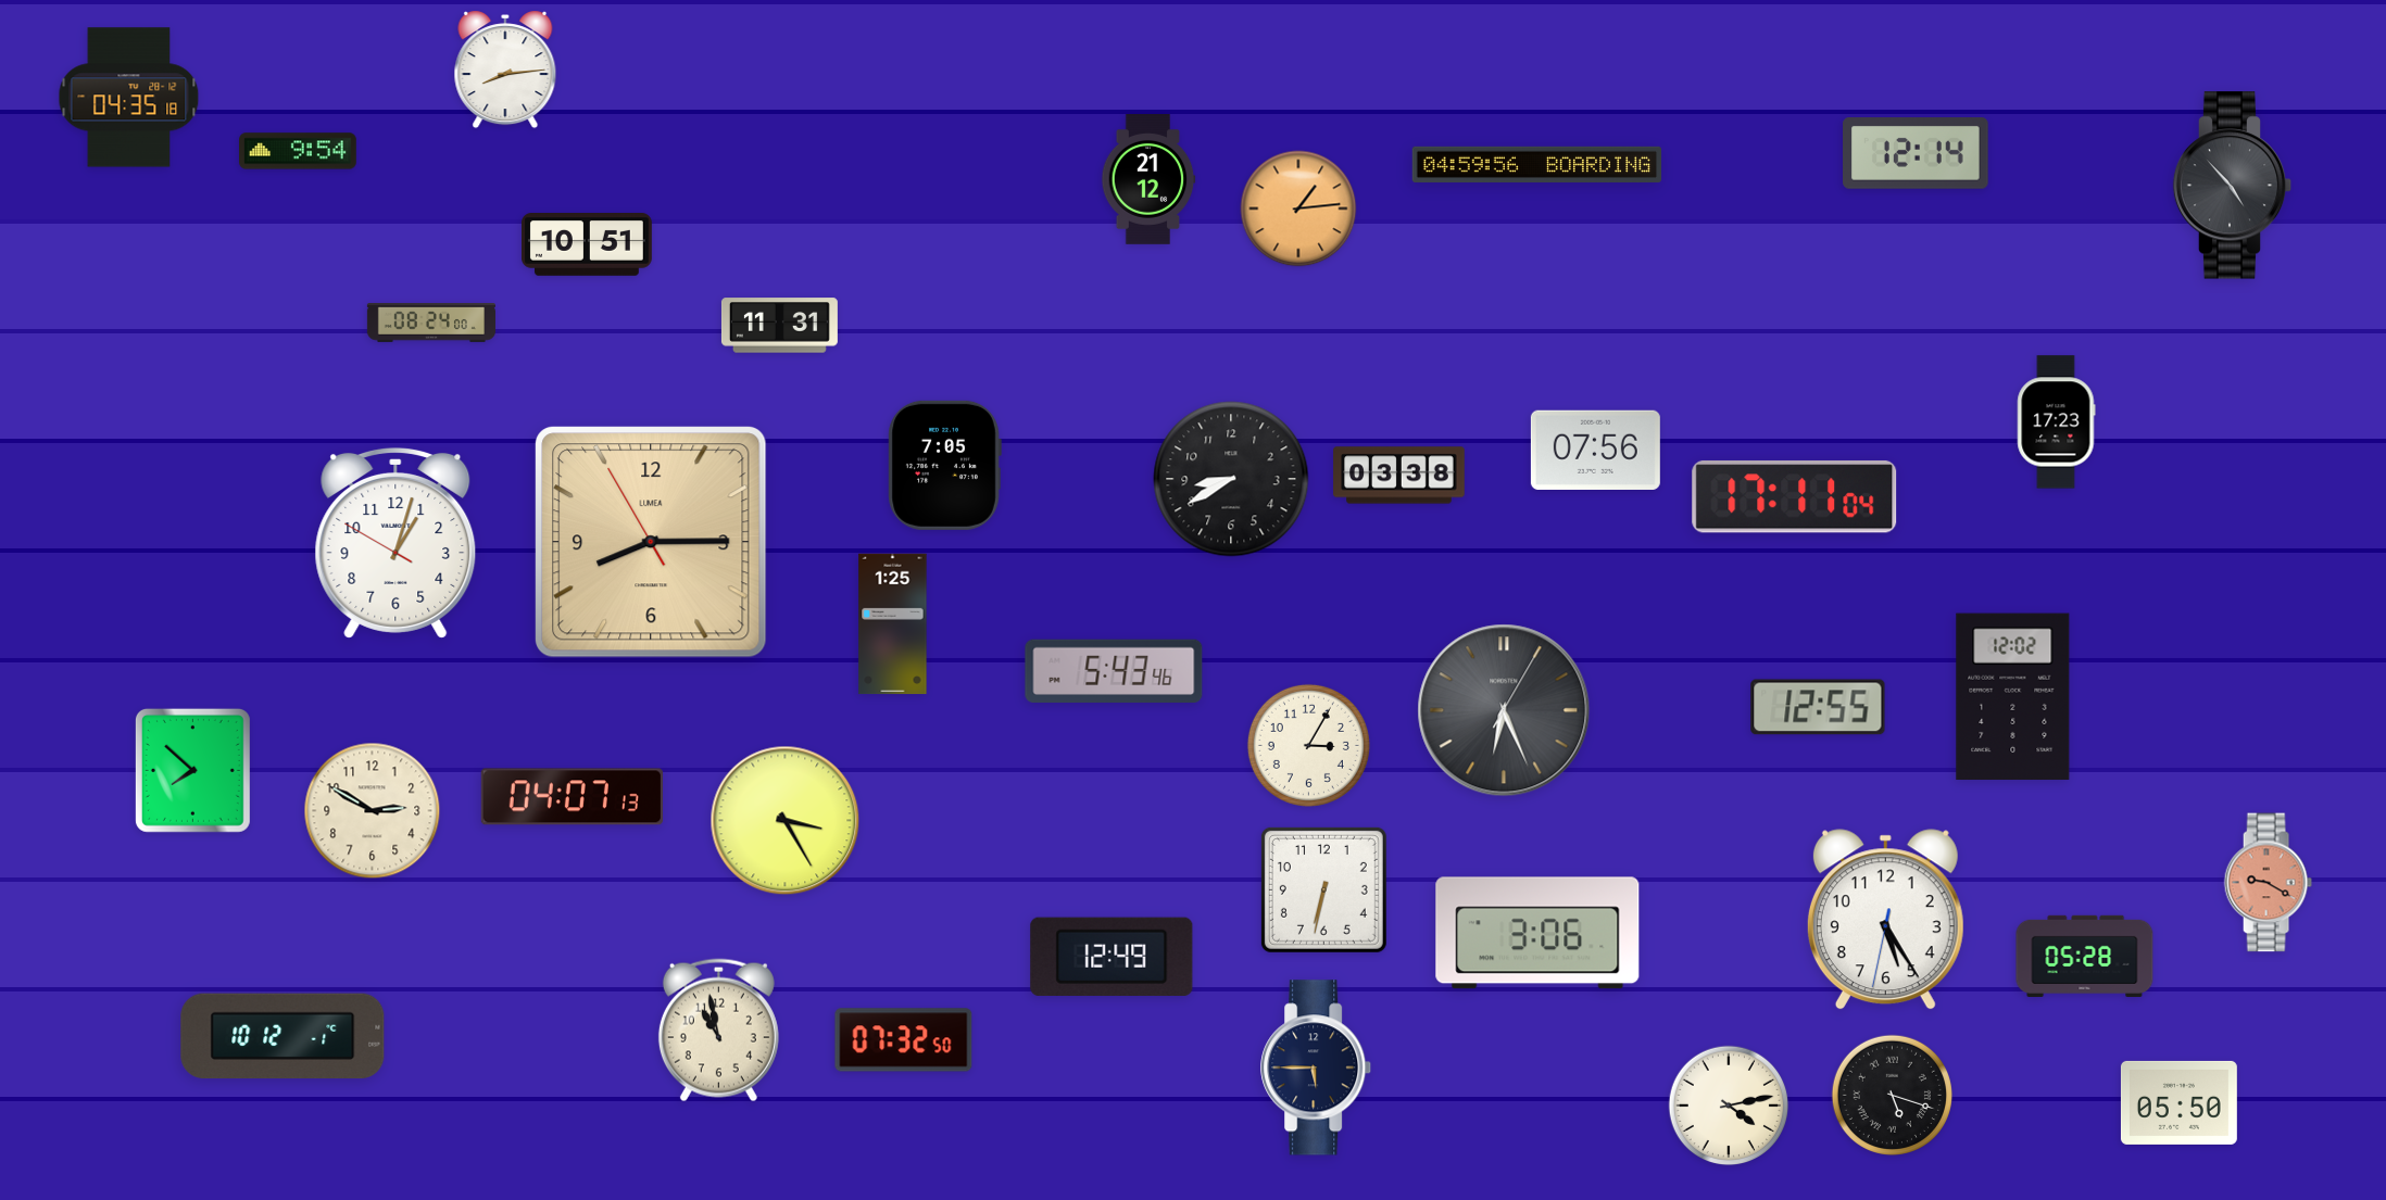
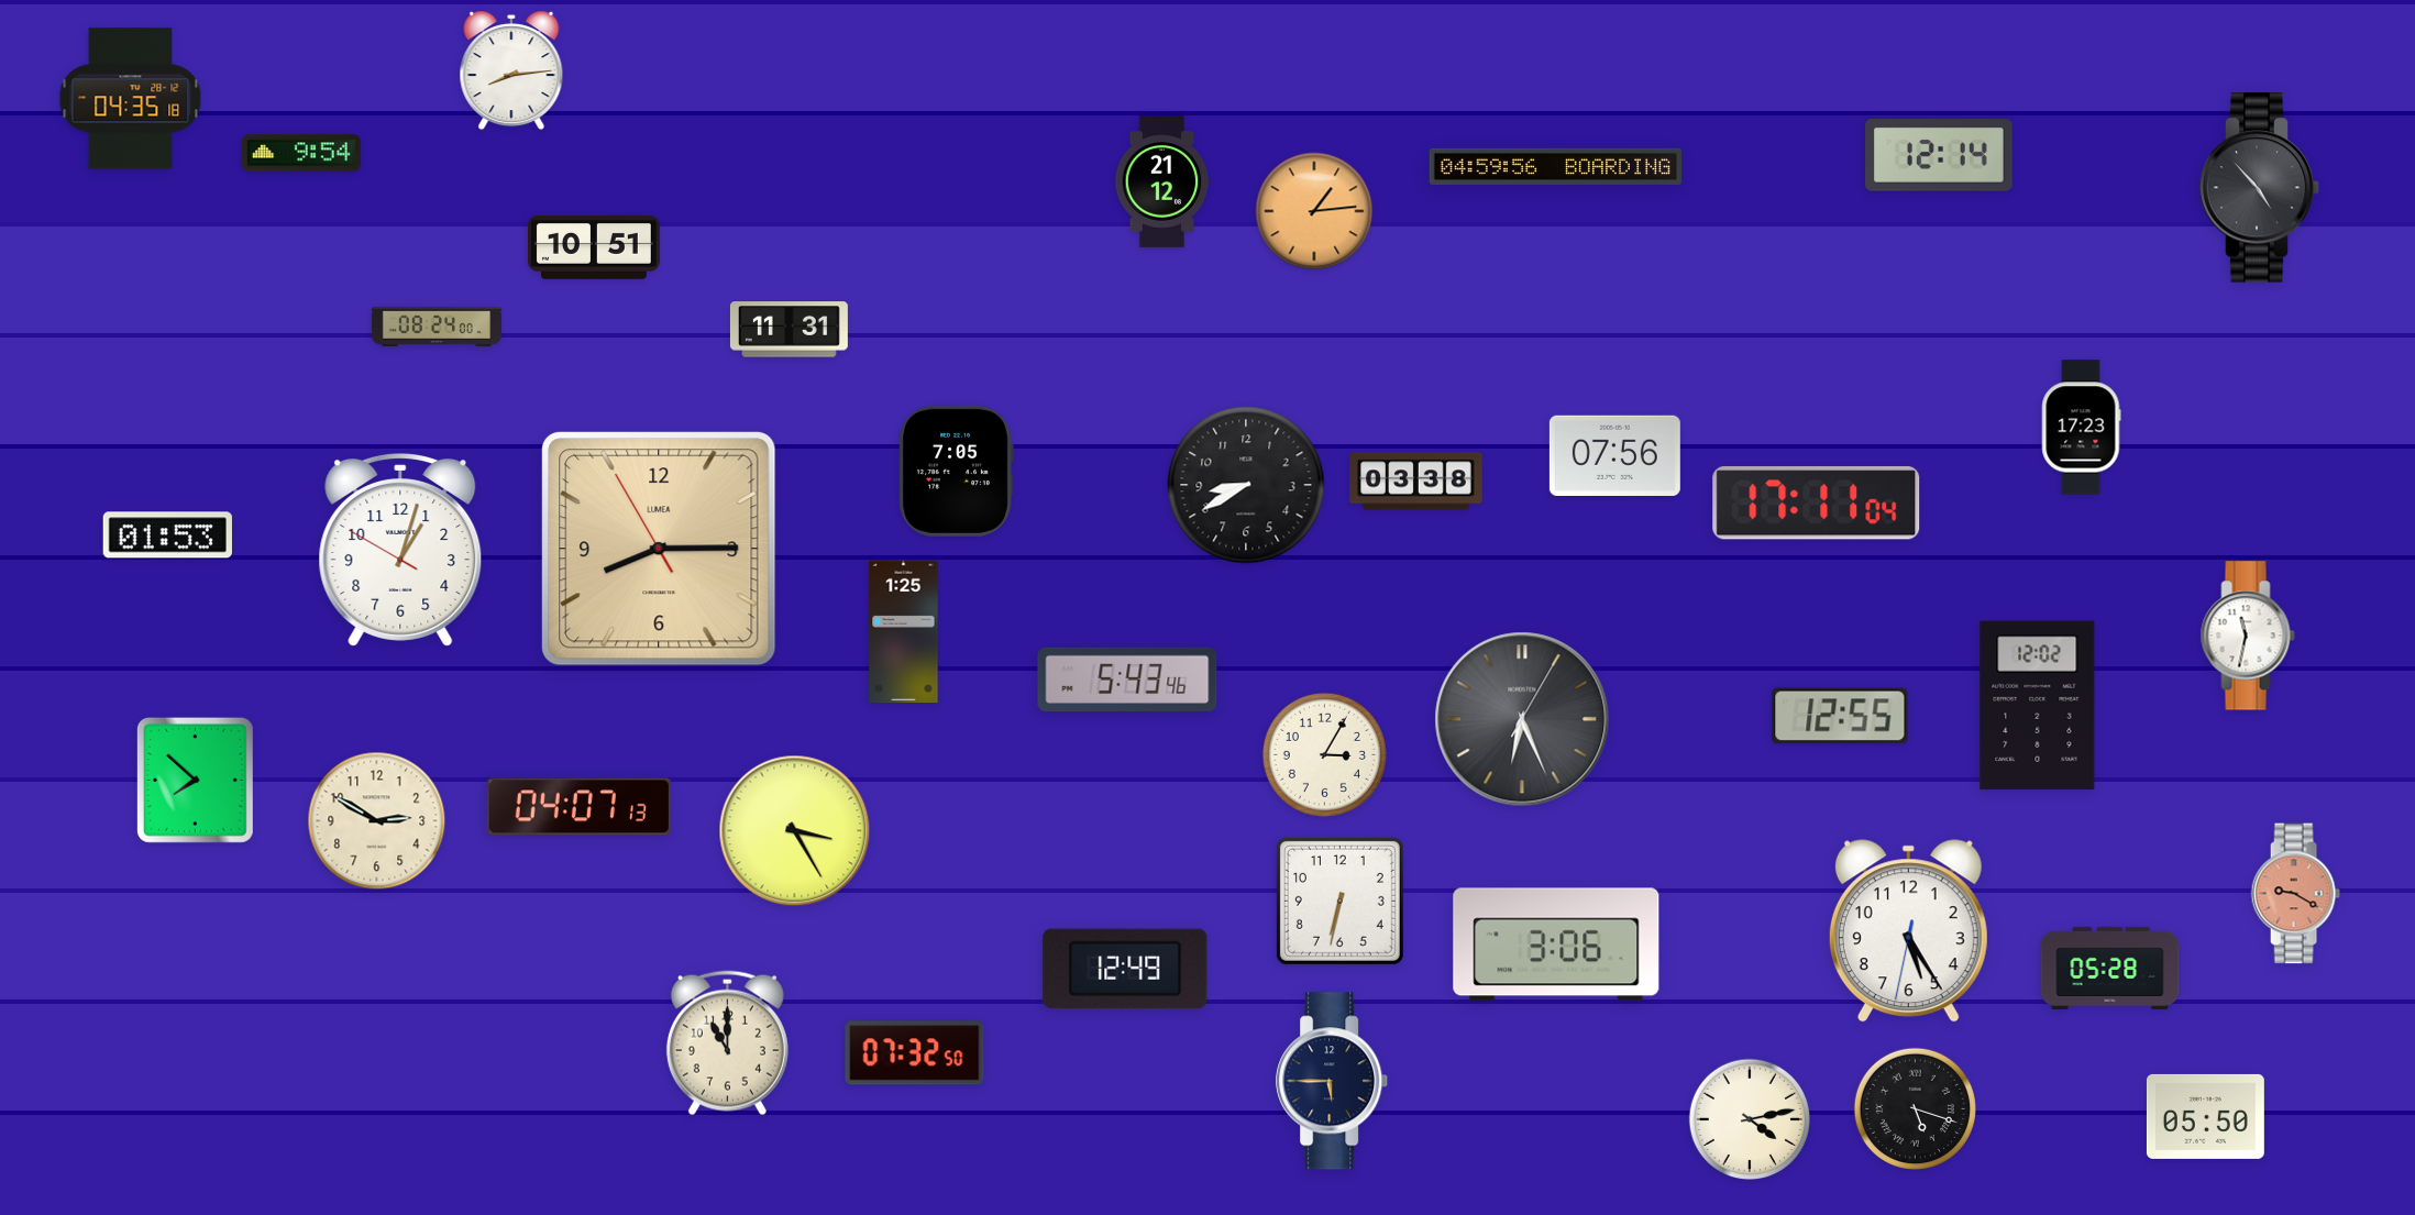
clock at (167, 535): none -> 01:53
clock at (2248, 636): none -> 11:32
clock at (718, 1031): 10:58 -> 11:00
clock at (282, 1036): 10:12 -> none
